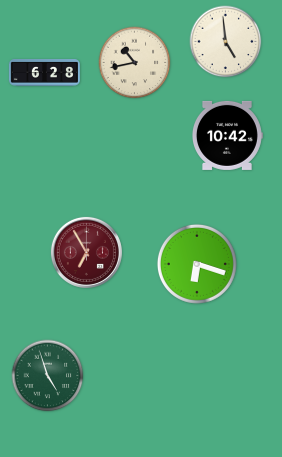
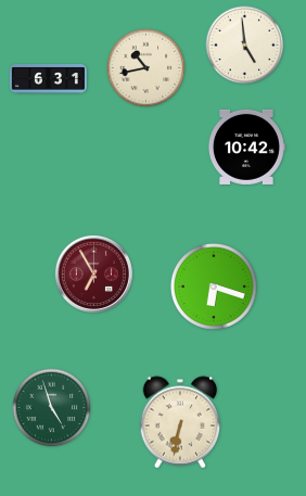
clock at (44, 73): 6:28 -> 6:31
clock at (180, 422): none -> 6:32
